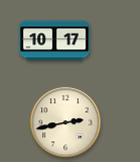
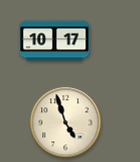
clock at (66, 123): 2:43 -> 4:57
